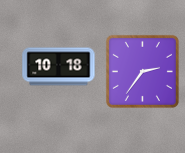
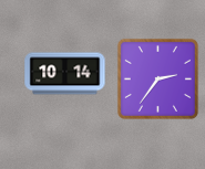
clock at (59, 67): 10:18 -> 10:14
